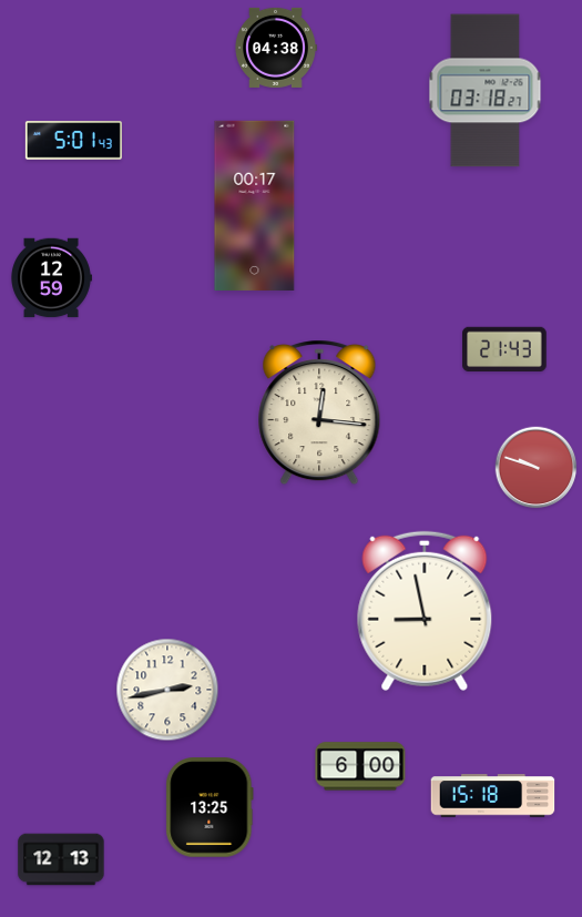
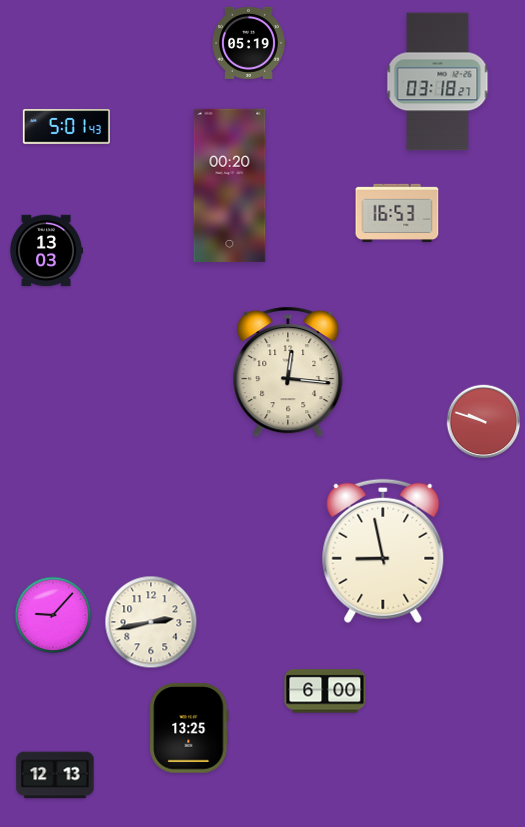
clock at (276, 48): 04:38 -> 05:19
clock at (255, 205): 00:17 -> 00:20
clock at (397, 212): none -> 16:53
clock at (51, 278): 12:59 -> 13:03
clock at (504, 348): 21:43 -> none
clock at (53, 615): none -> 9:07
clock at (493, 796): 15:18 -> none
